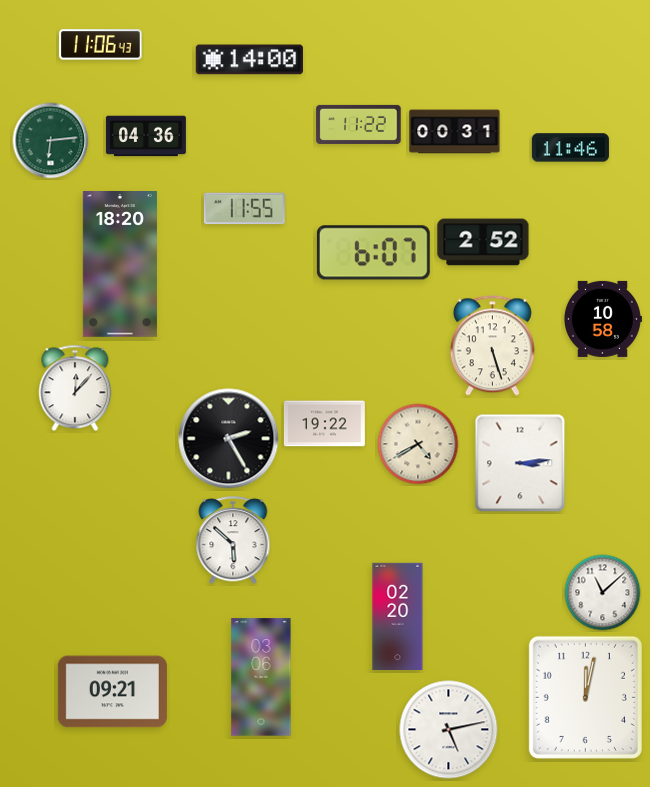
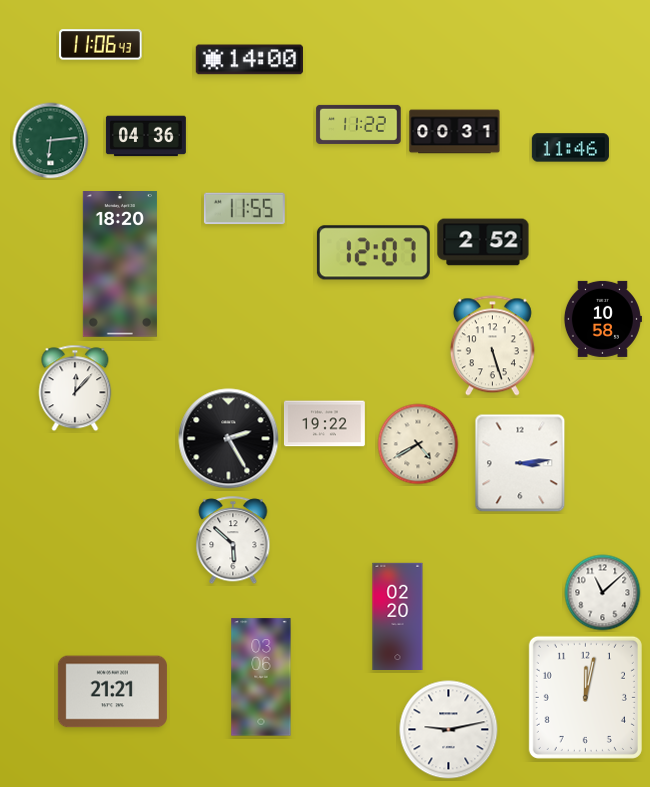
clock at (373, 253): 6:07 -> 12:07
clock at (112, 692): 09:21 -> 21:21
clock at (449, 730): 5:13 -> 9:13
